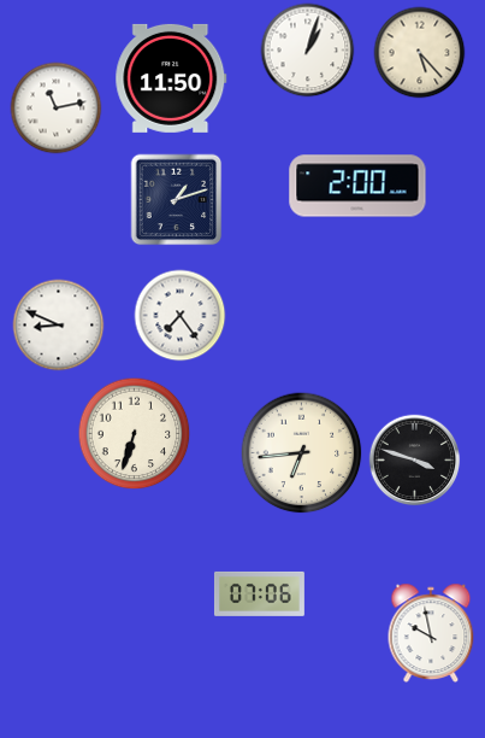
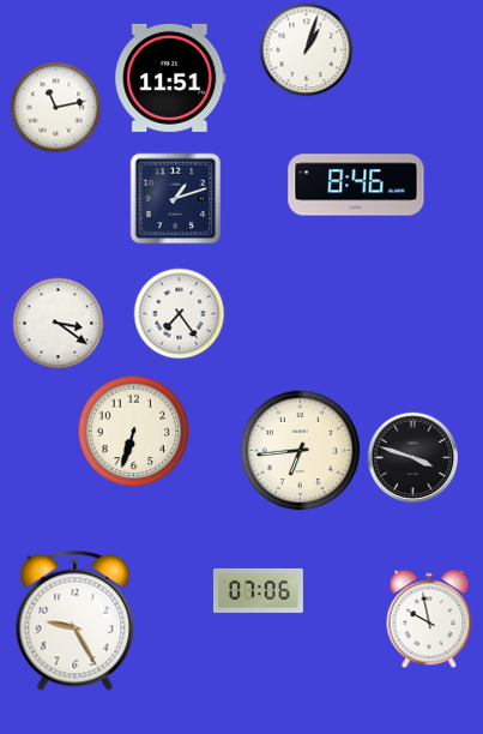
clock at (420, 53): 5:23 -> none
clock at (171, 78): 11:50 -> 11:51
clock at (357, 186): 2:00 -> 8:46
clock at (59, 326): 8:49 -> 3:21
clock at (76, 620): none -> 9:25
clock at (431, 633) position: (431, 633) -> (429, 619)
